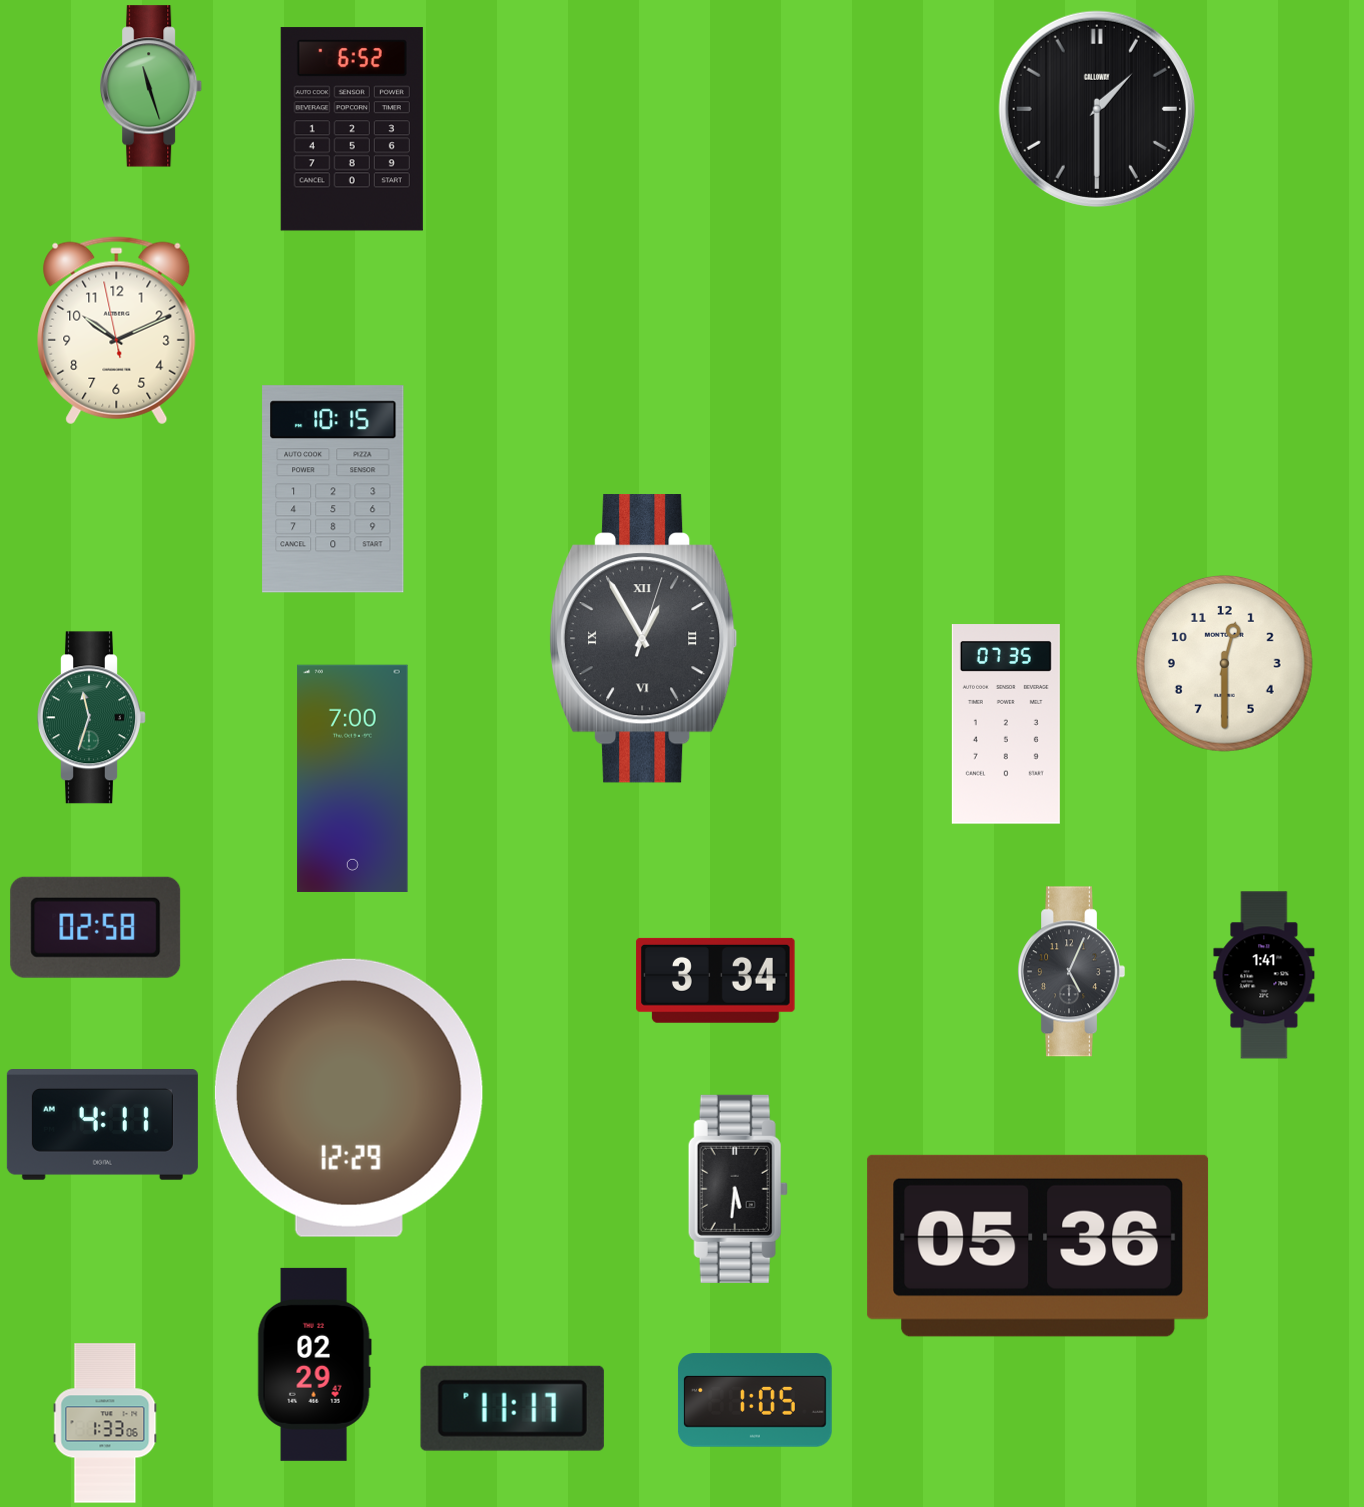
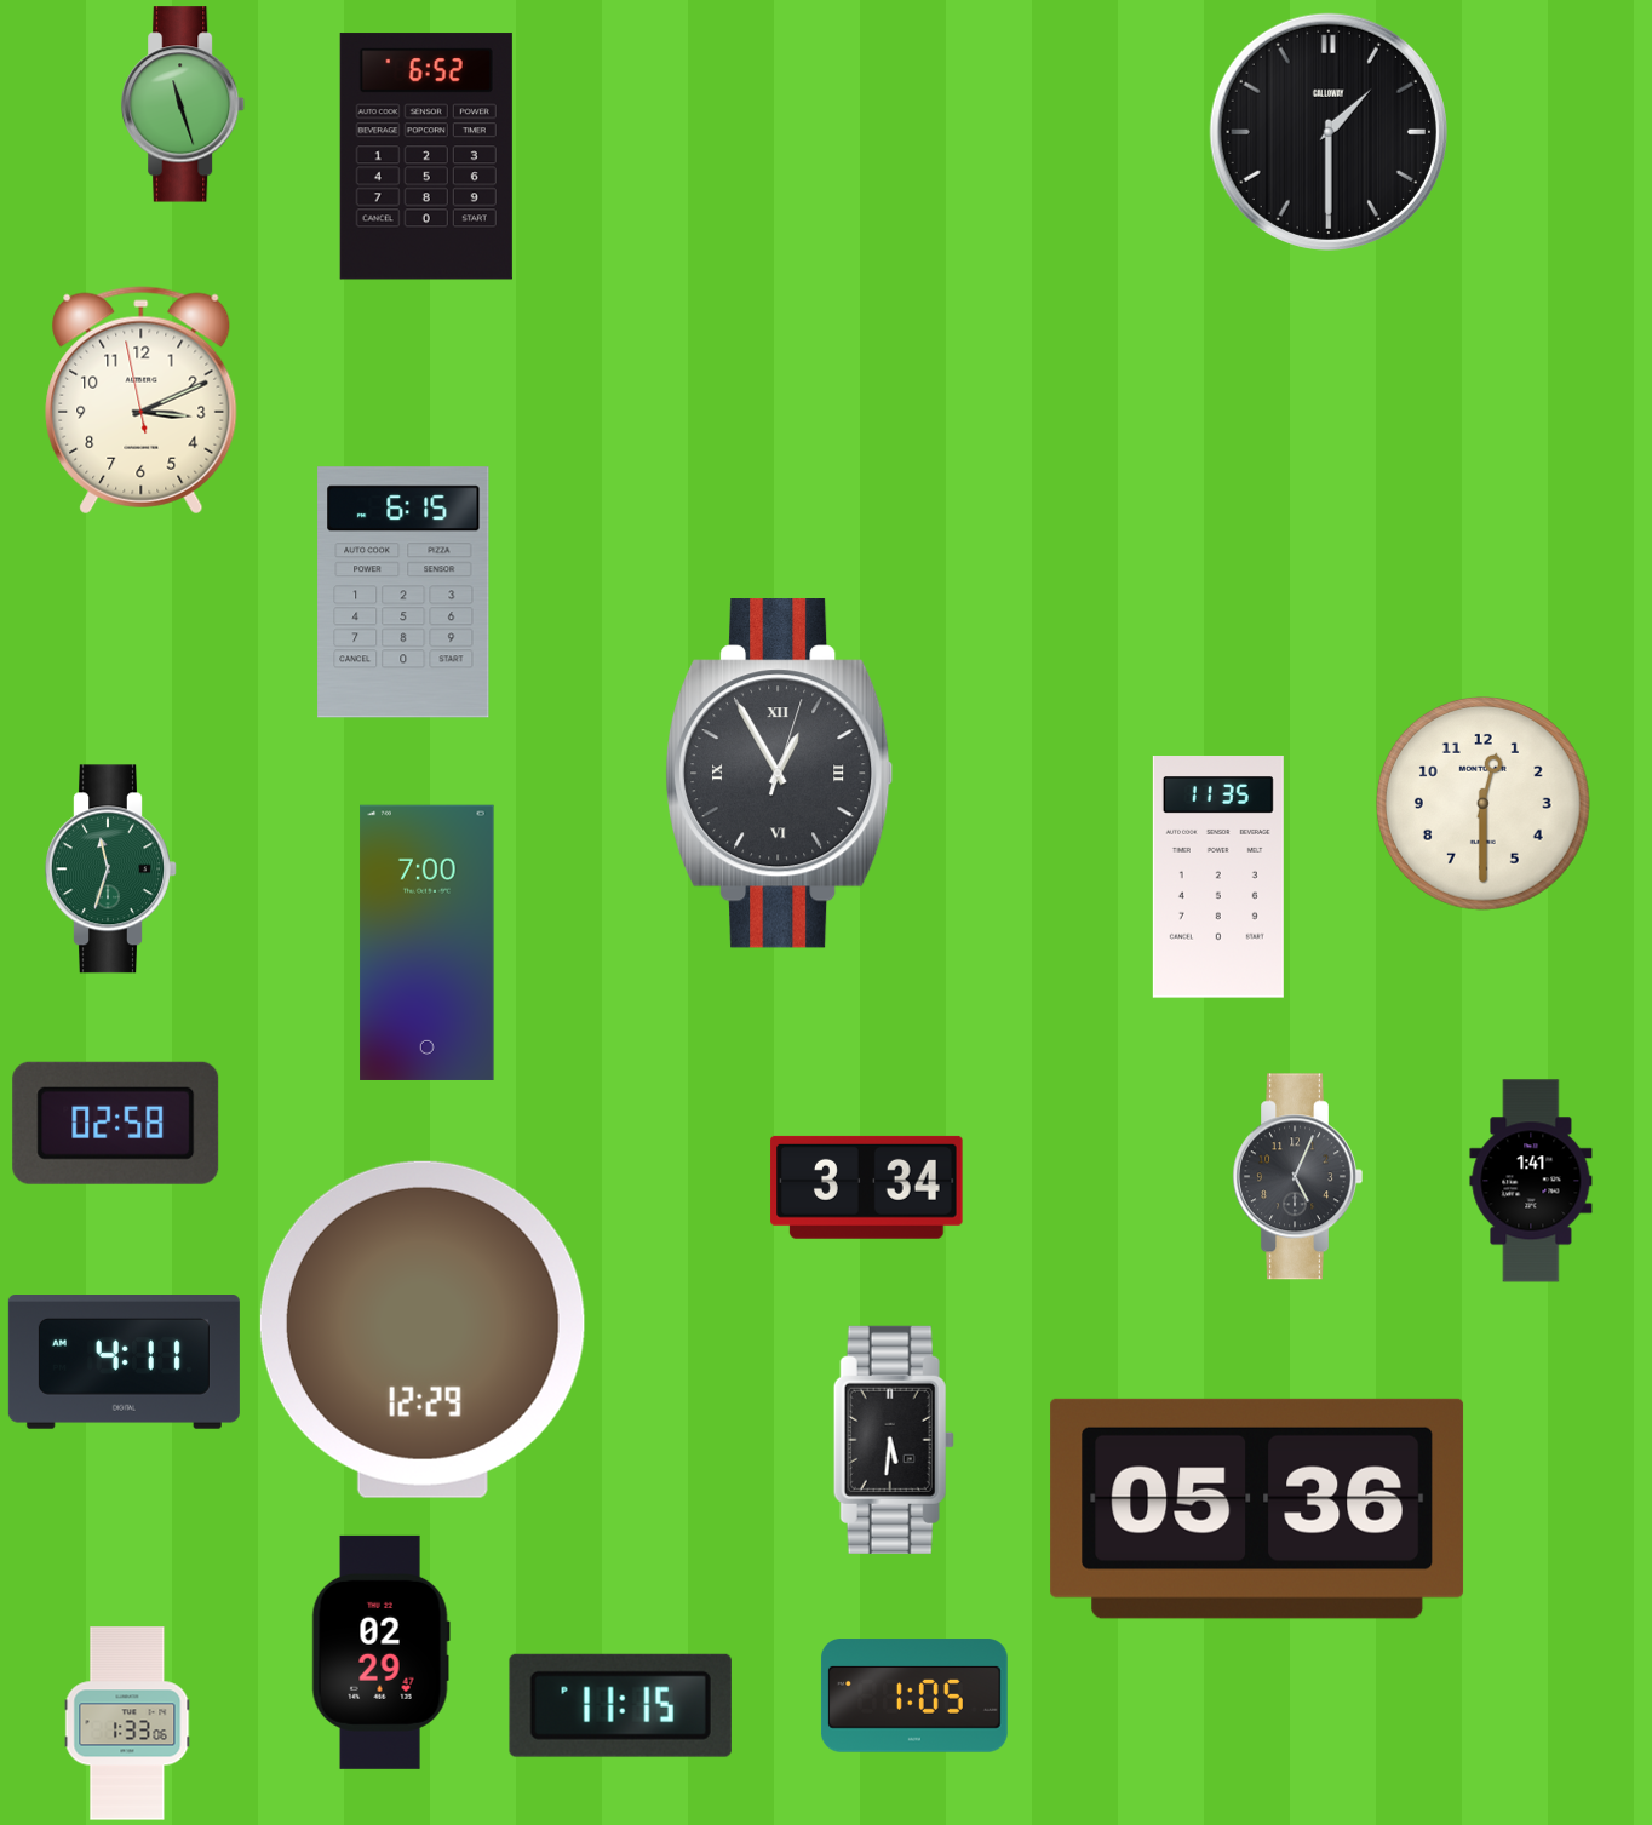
clock at (117, 331): 10:10 -> 3:10
clock at (333, 489): 10:15 -> 6:15
clock at (1006, 724): 07:35 -> 11:35
clock at (512, 1408): 11:17 -> 11:15
